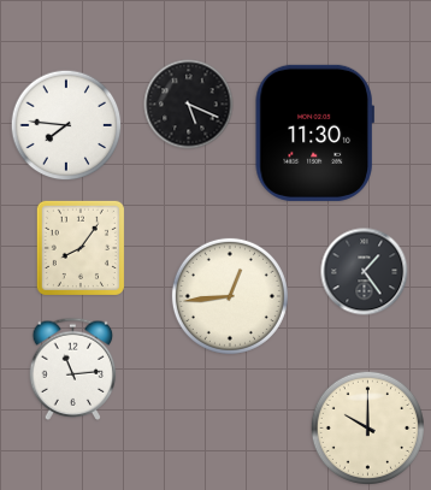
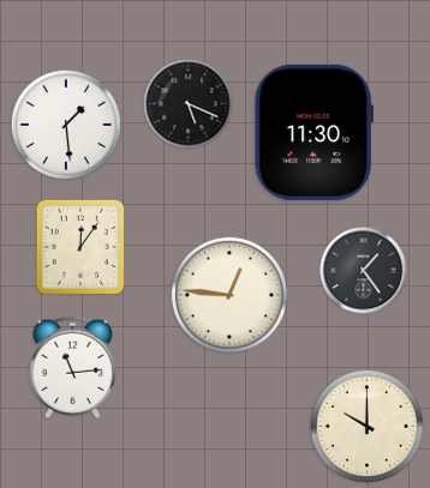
clock at (66, 125): 7:46 -> 1:29
clock at (81, 248): 8:06 -> 12:06
clock at (230, 296): 12:44 -> 12:46
